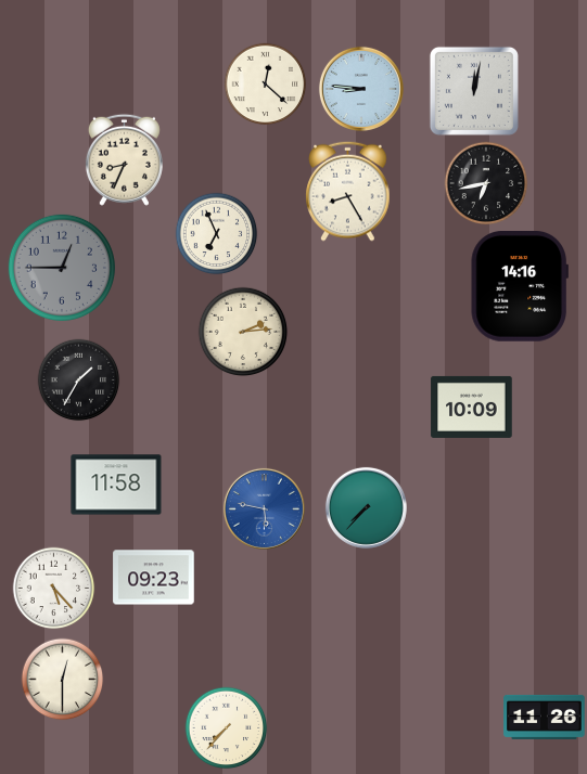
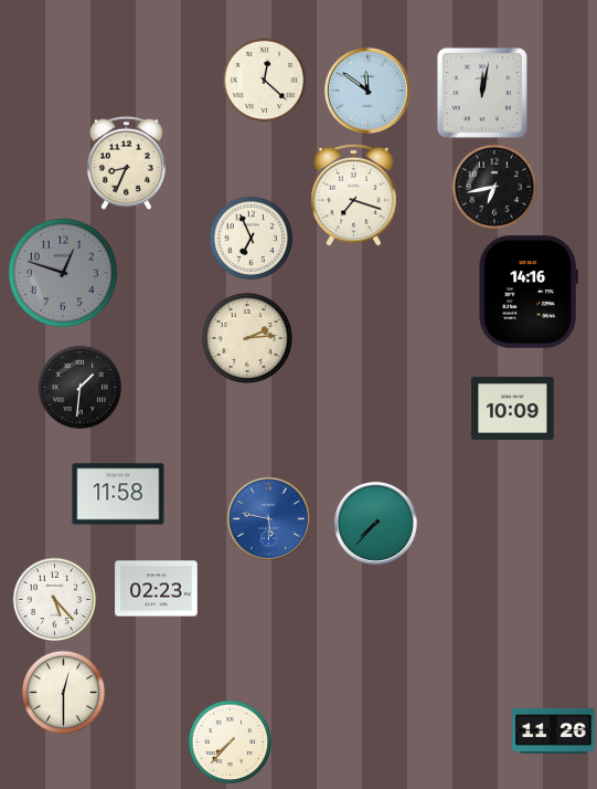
clock at (266, 85) position: (266, 85) -> (265, 81)
clock at (361, 89): 8:46 -> 11:51
clock at (348, 191): 8:25 -> 7:18
clock at (217, 234) position: (217, 234) -> (252, 239)
clock at (62, 268): 12:45 -> 12:48
clock at (79, 380): 1:35 -> 1:31
clock at (472, 407) position: (472, 407) -> (513, 408)
clock at (366, 507) position: (366, 507) -> (375, 523)
clock at (154, 578): 09:23 -> 02:23
